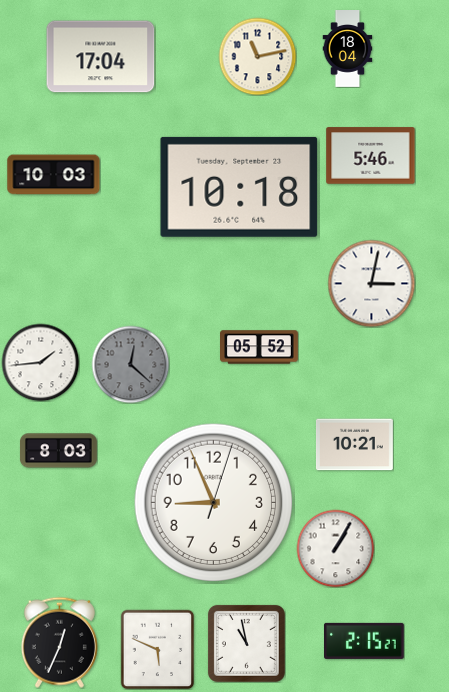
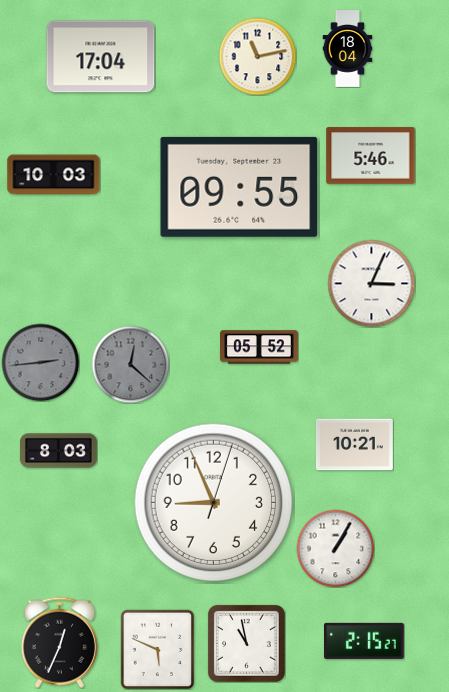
clock at (239, 187): 10:18 -> 09:55
clock at (371, 283): 3:02 -> 3:04
clock at (40, 362): 1:44 -> 2:44
clock at (40, 362) dial: white -> grey
